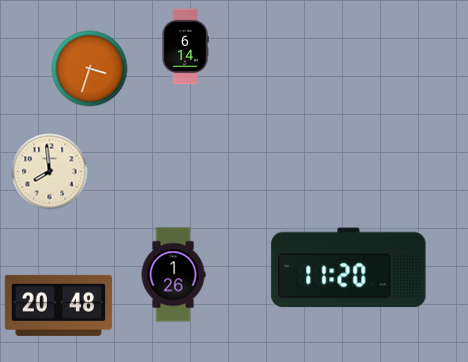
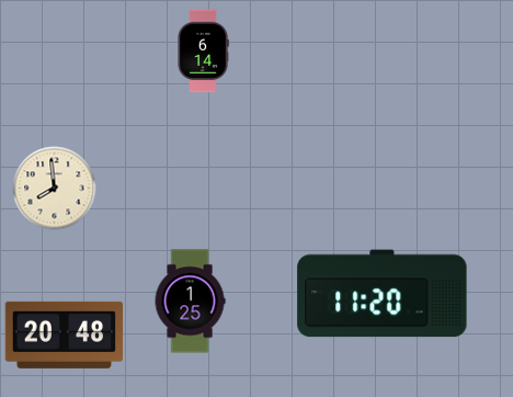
clock at (90, 69): 3:33 -> none
clock at (173, 275): 1:26 -> 1:25
